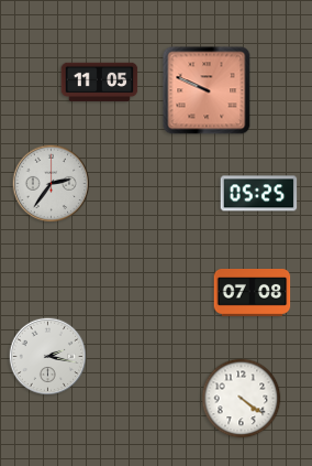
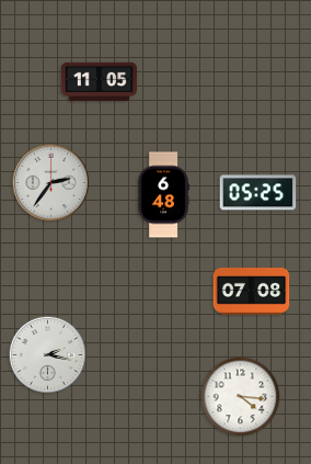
clock at (207, 90): 9:49 -> none
clock at (163, 195): none -> 6:48
clock at (242, 399): 4:21 -> 4:16
